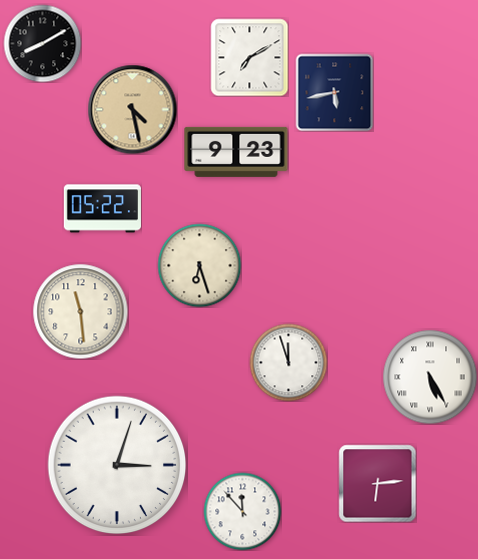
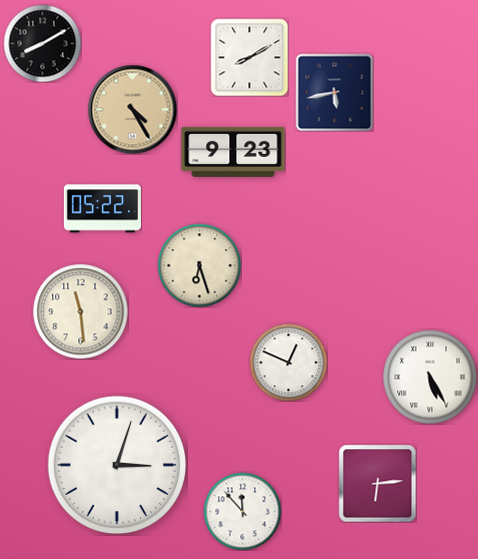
clock at (249, 57): 7:10 -> 8:10
clock at (132, 109): 4:28 -> 4:25
clock at (236, 152) position: (236, 152) -> (233, 152)
clock at (288, 362): 11:57 -> 12:49
